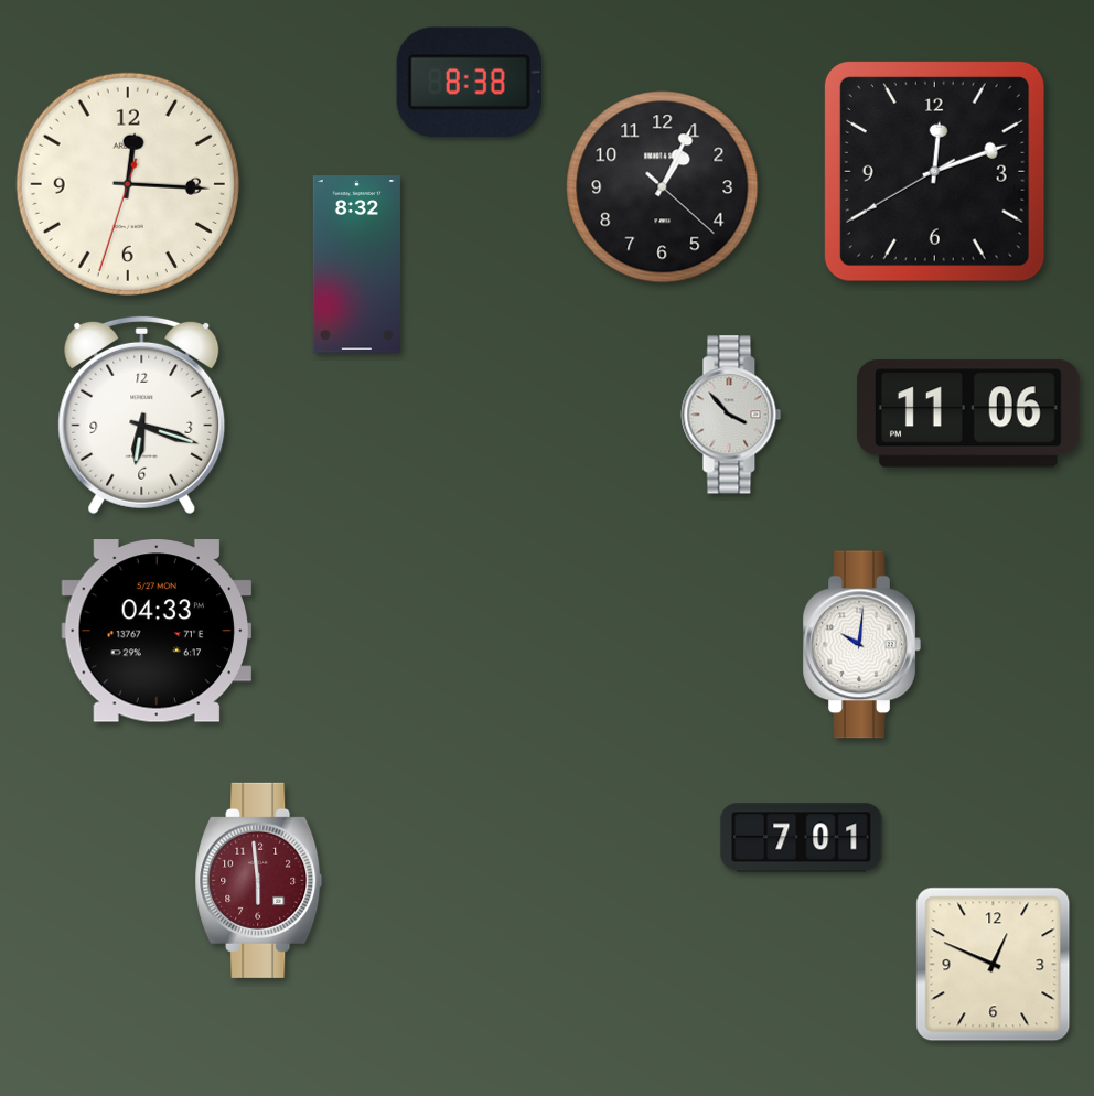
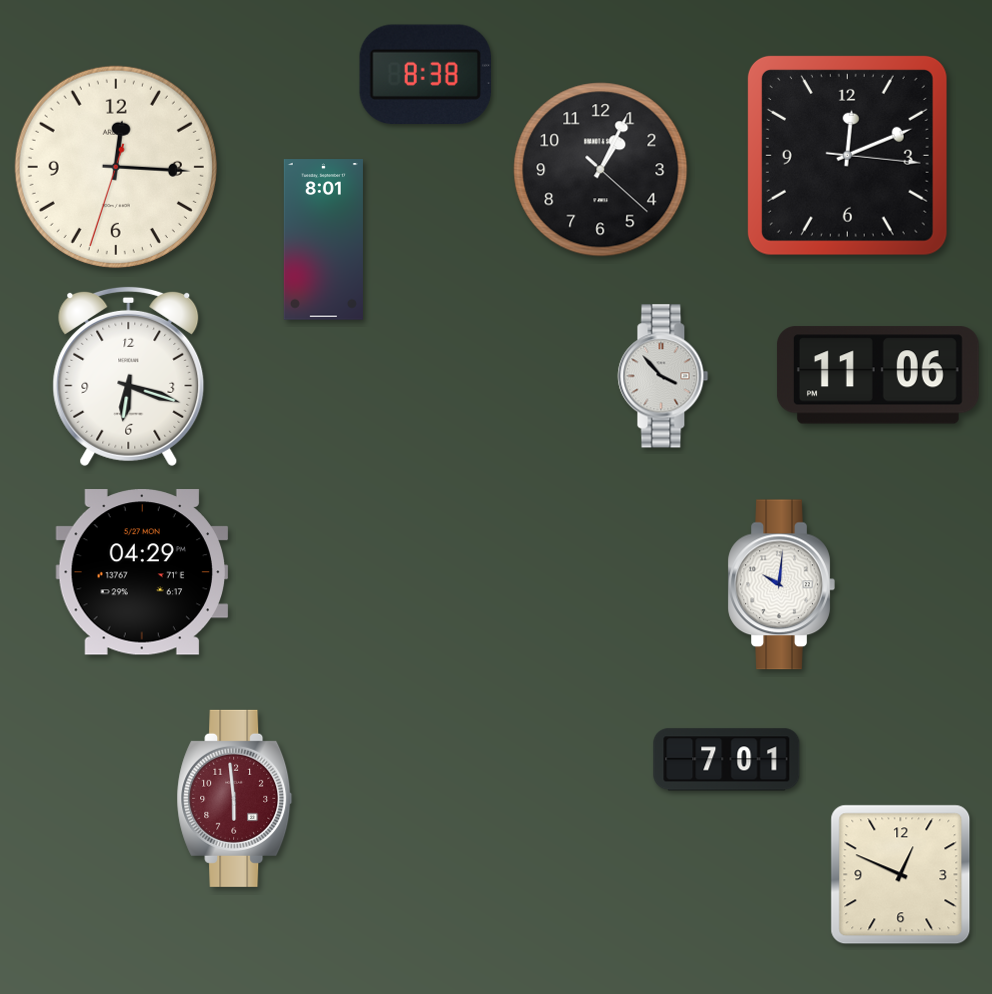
clock at (934, 171): 12:11:40 -> 12:11:16
clock at (356, 265): 8:32 -> 8:01
clock at (157, 631): 04:33 -> 04:29
